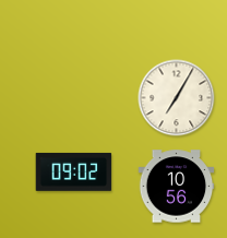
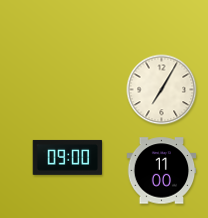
clock at (74, 171): 09:02 -> 09:00
clock at (177, 187): 10:56 -> 11:00
